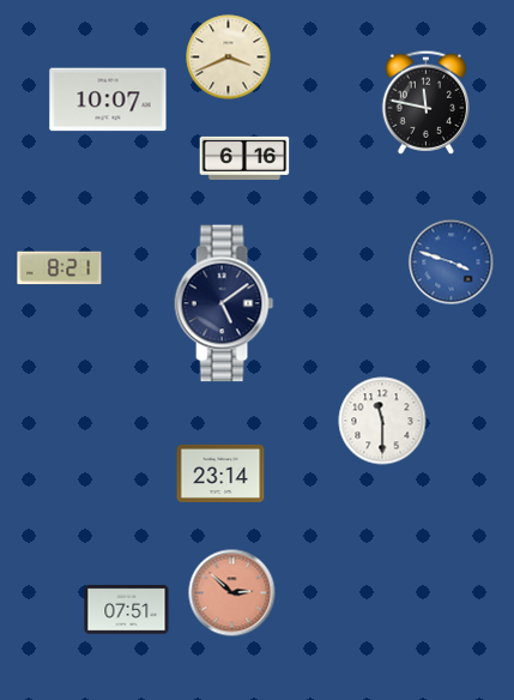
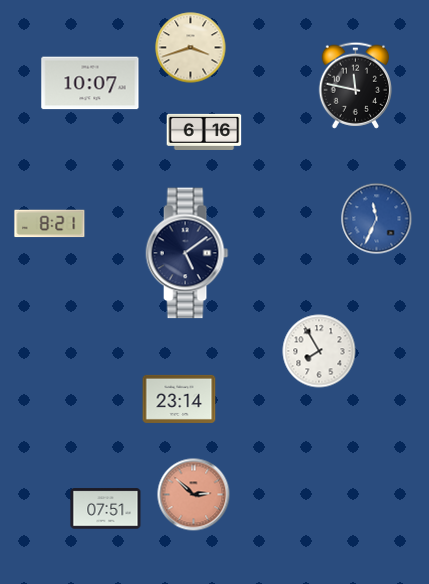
clock at (229, 58): 3:41 -> 3:42
clock at (452, 262): 3:48 -> 11:34
clock at (382, 421): 11:30 -> 7:55
clock at (220, 473) position: (220, 473) -> (179, 399)
